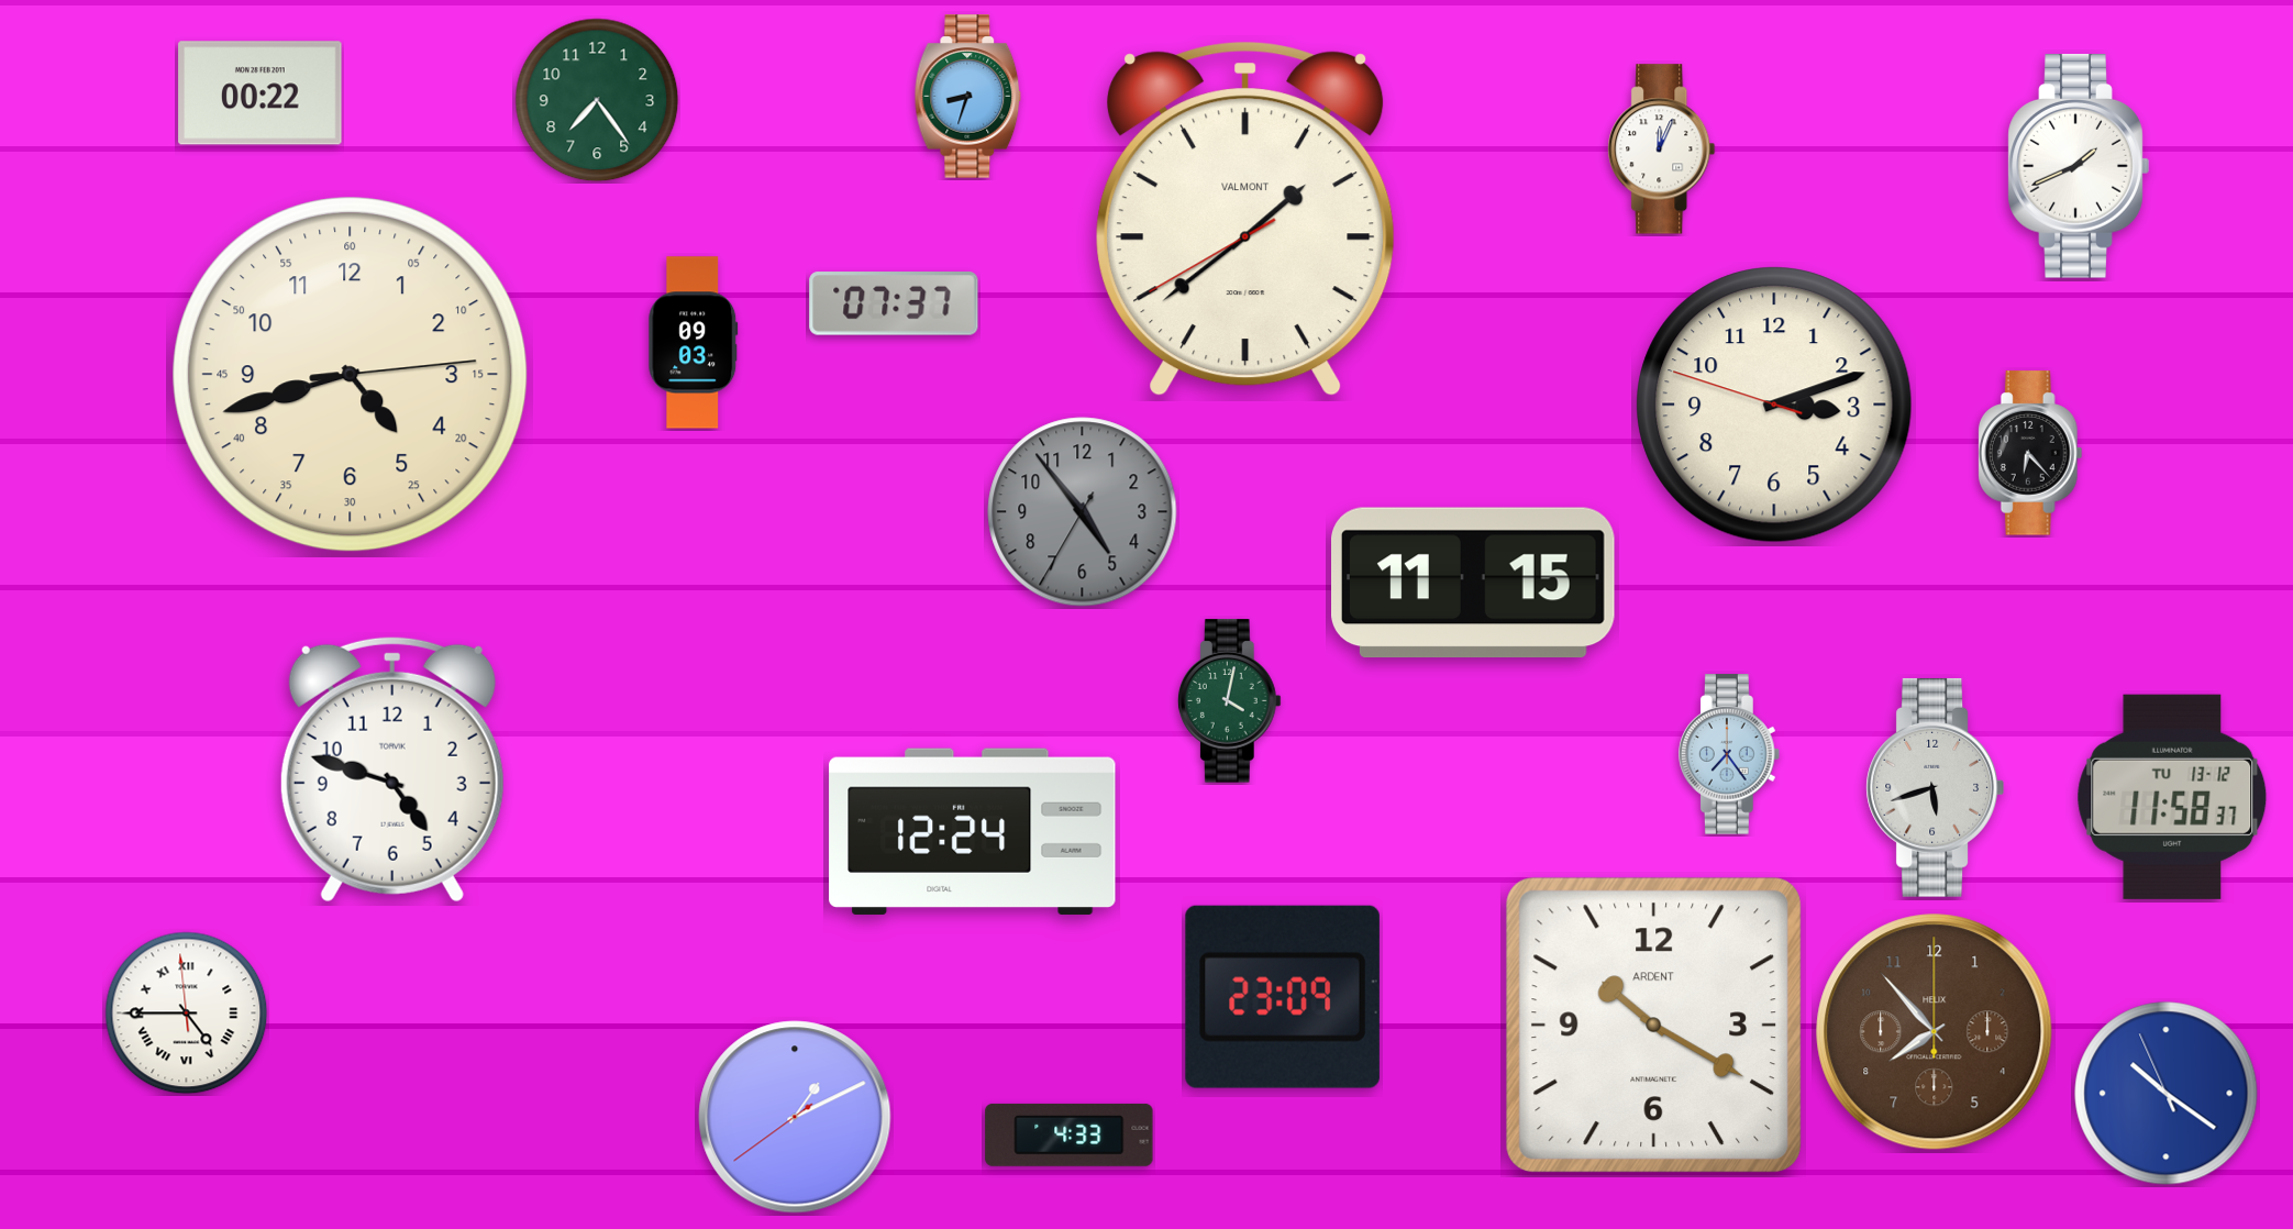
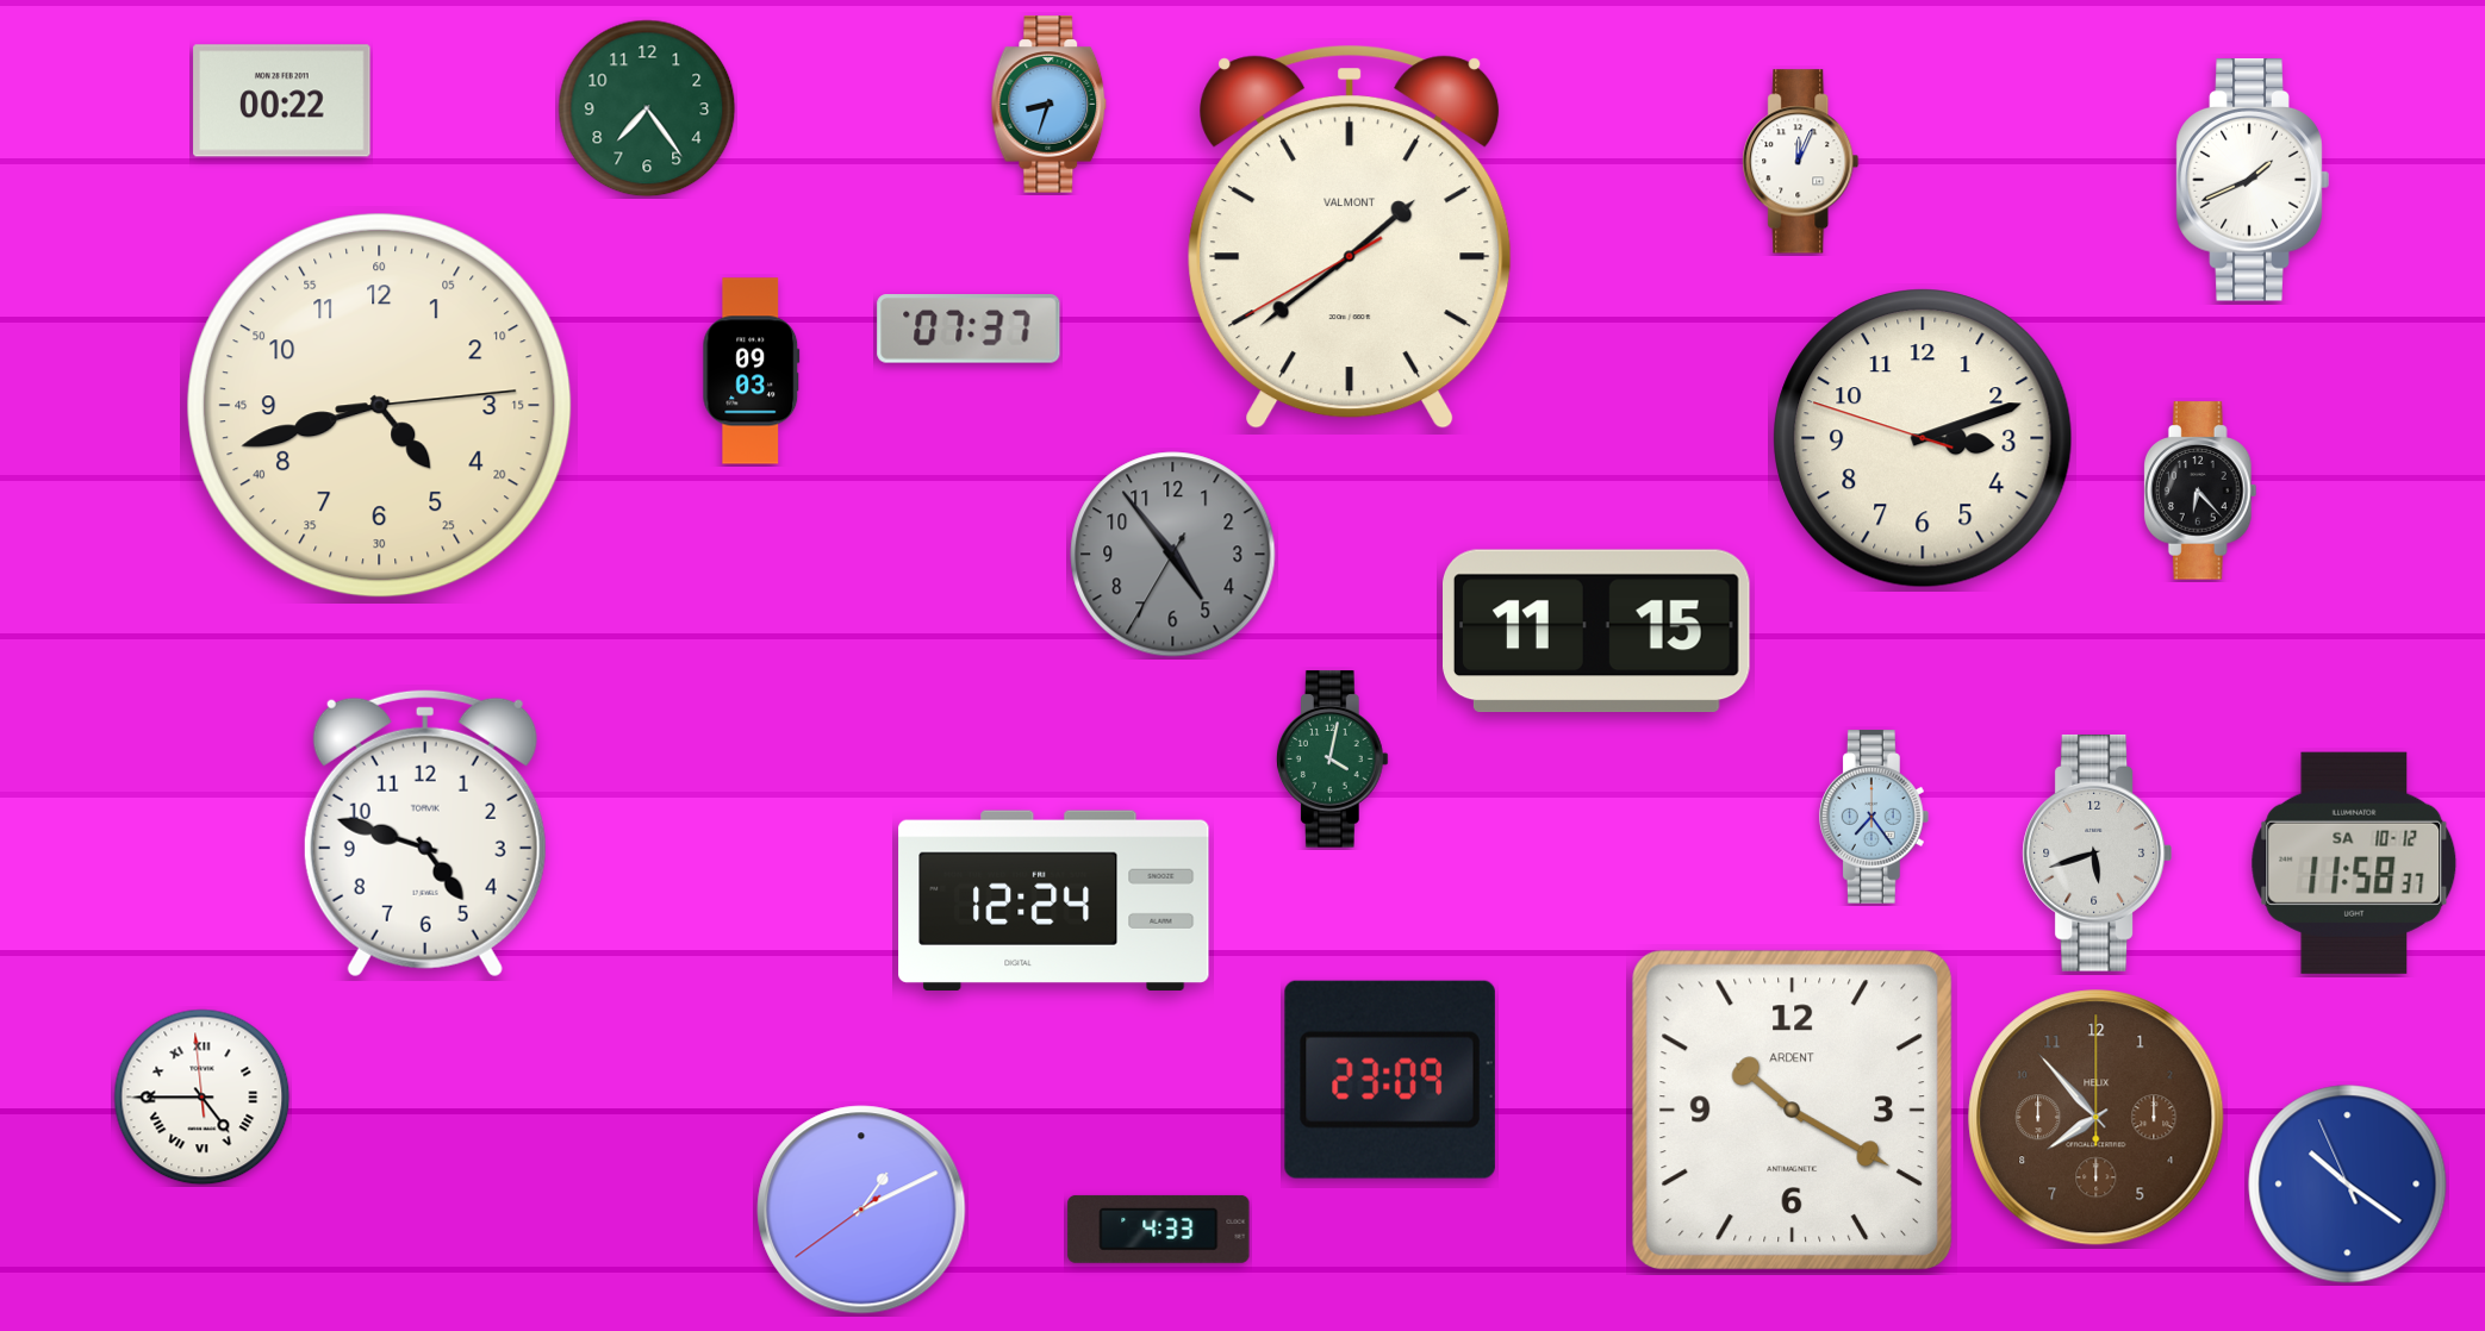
clock at (2172, 797) date: TU 13-12 -> SA 10-12
